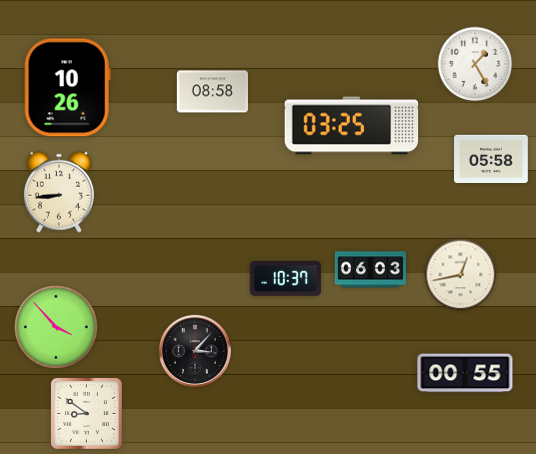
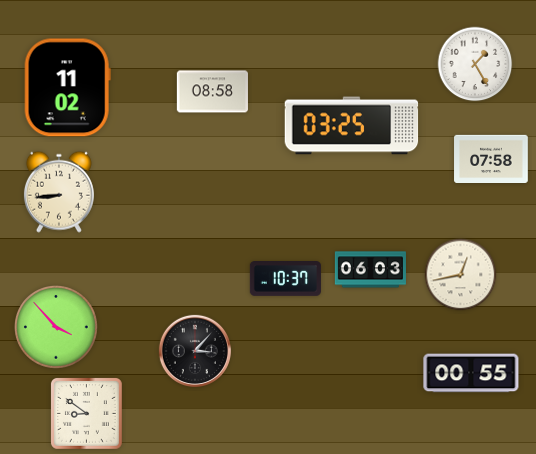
clock at (67, 88): 10:26 -> 11:02
clock at (491, 159): 05:58 -> 07:58
clock at (465, 373) position: (465, 373) -> (471, 373)
